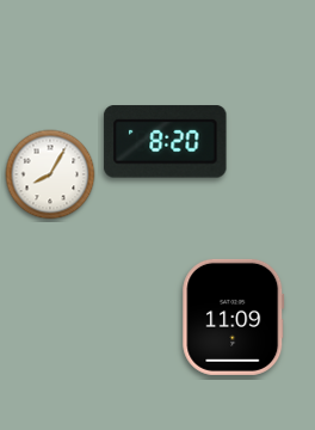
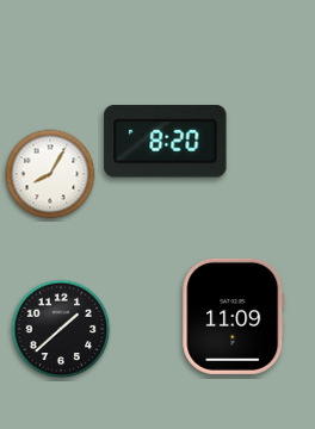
clock at (61, 329): none -> 1:38
